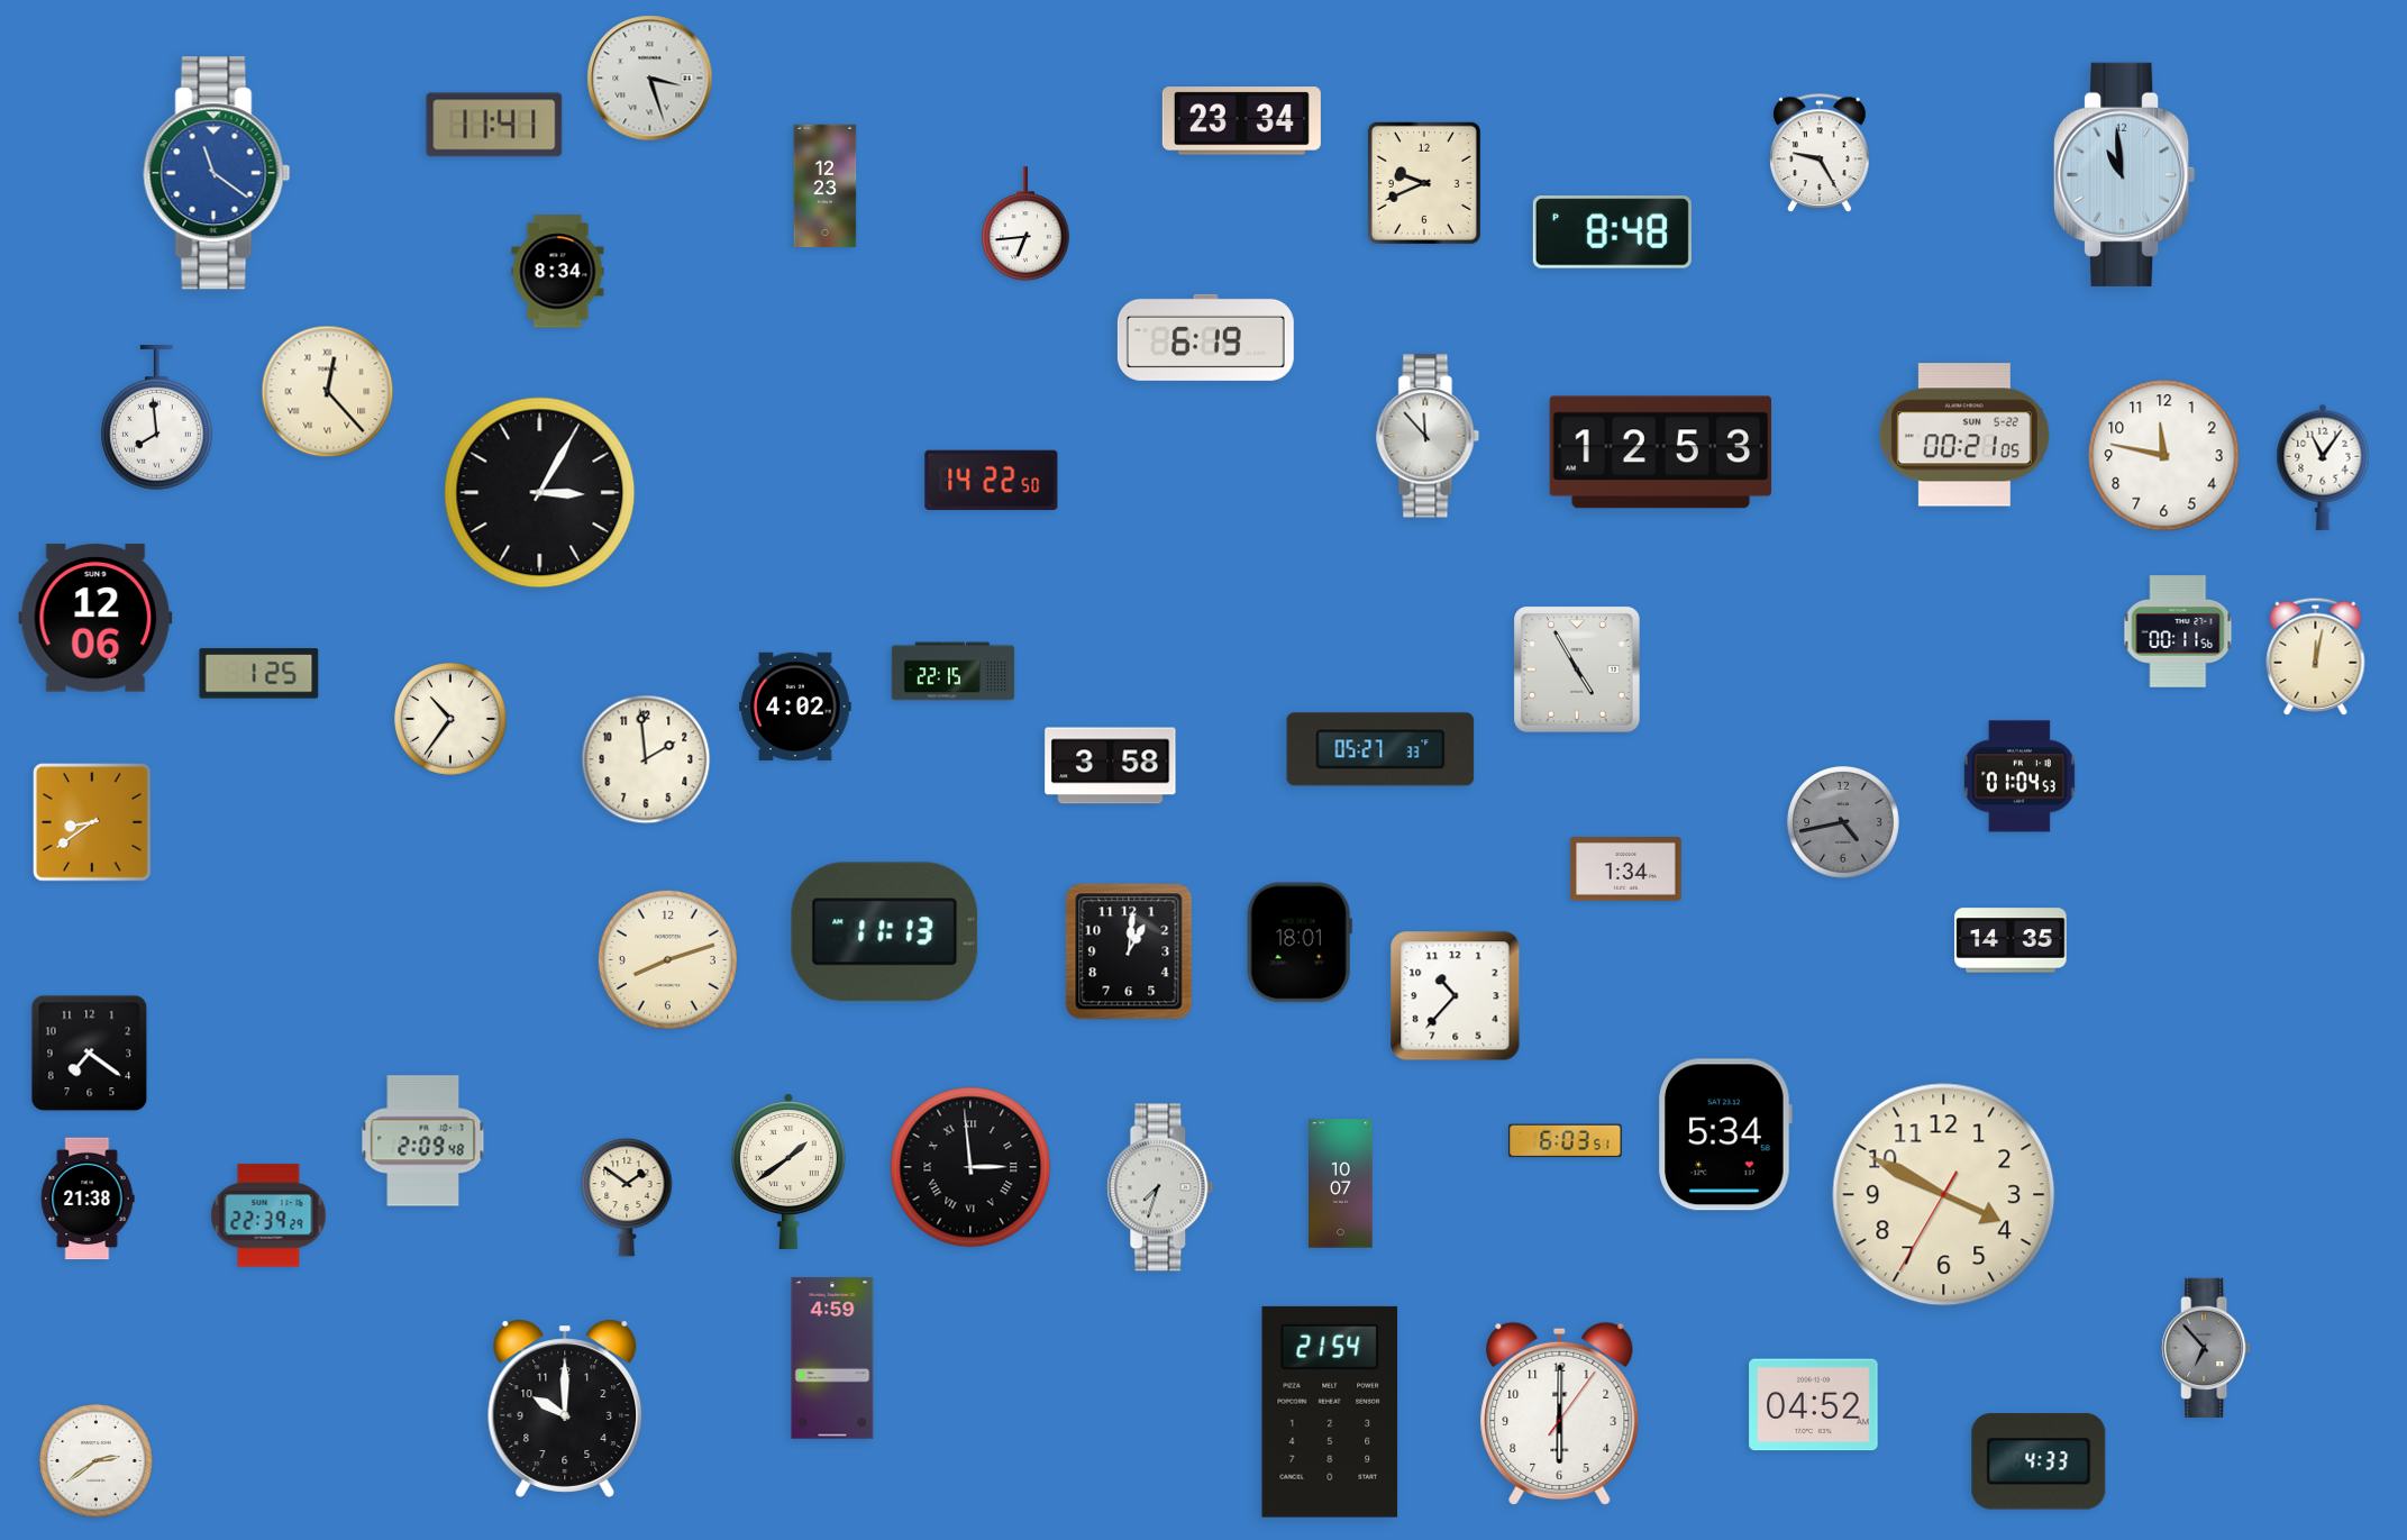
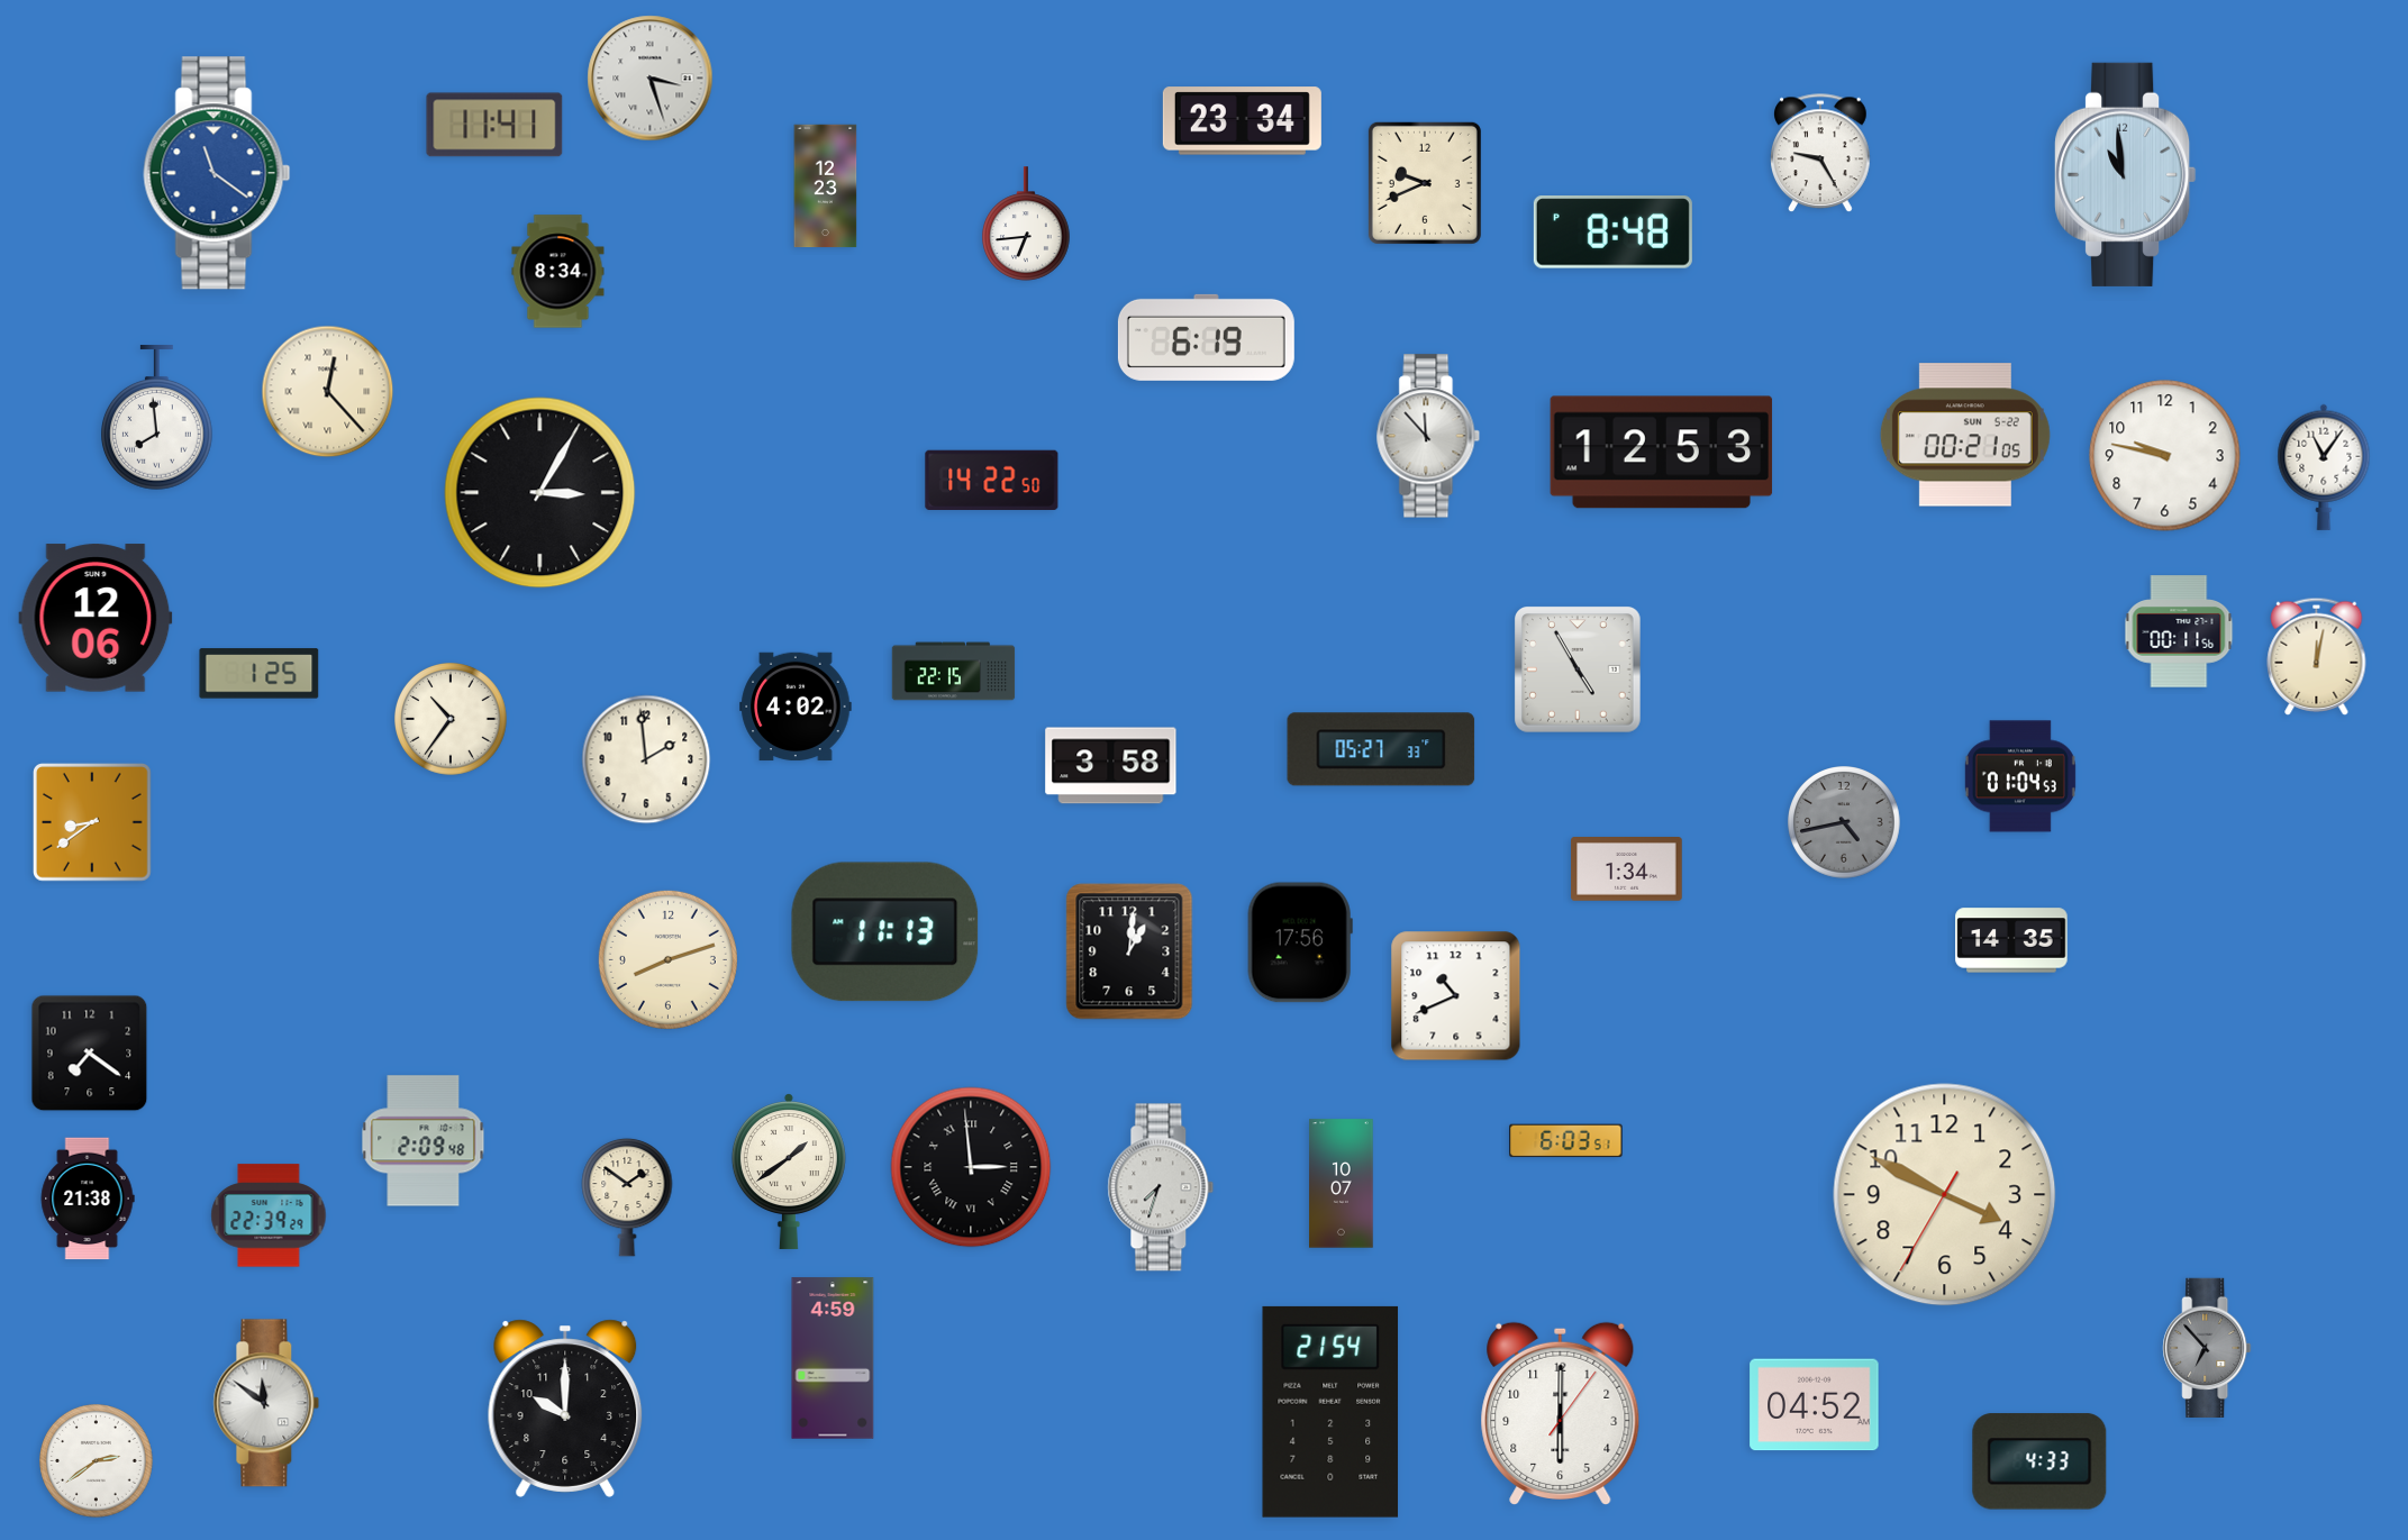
clock at (2164, 456): 11:47 -> 9:47
clock at (1300, 942): 18:01 -> 17:56
clock at (1456, 996): 10:37 -> 10:41
clock at (1725, 1135): 5:34 -> none
clock at (266, 1403): none -> 11:51
